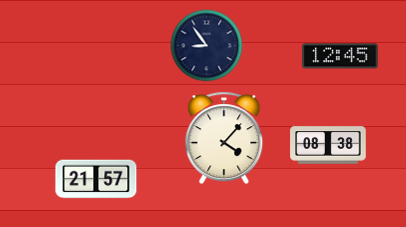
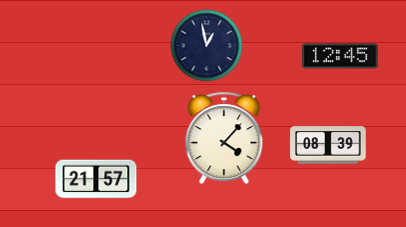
clock at (207, 46): 8:54 -> 12:58
clock at (328, 145): 08:38 -> 08:39
